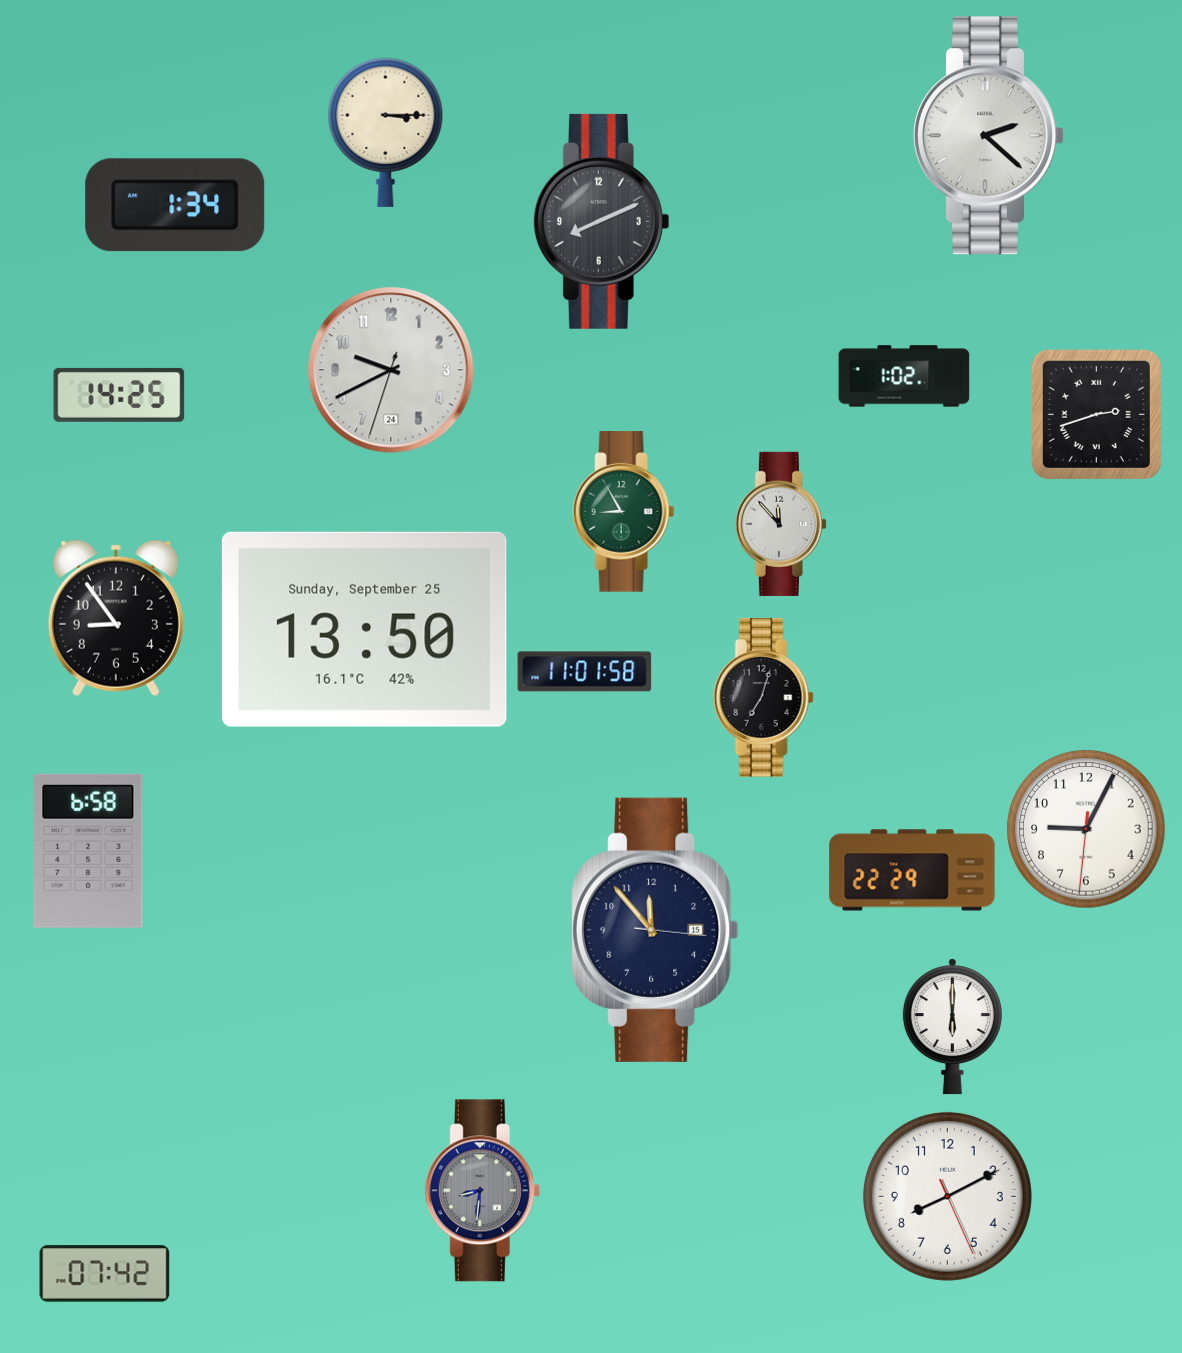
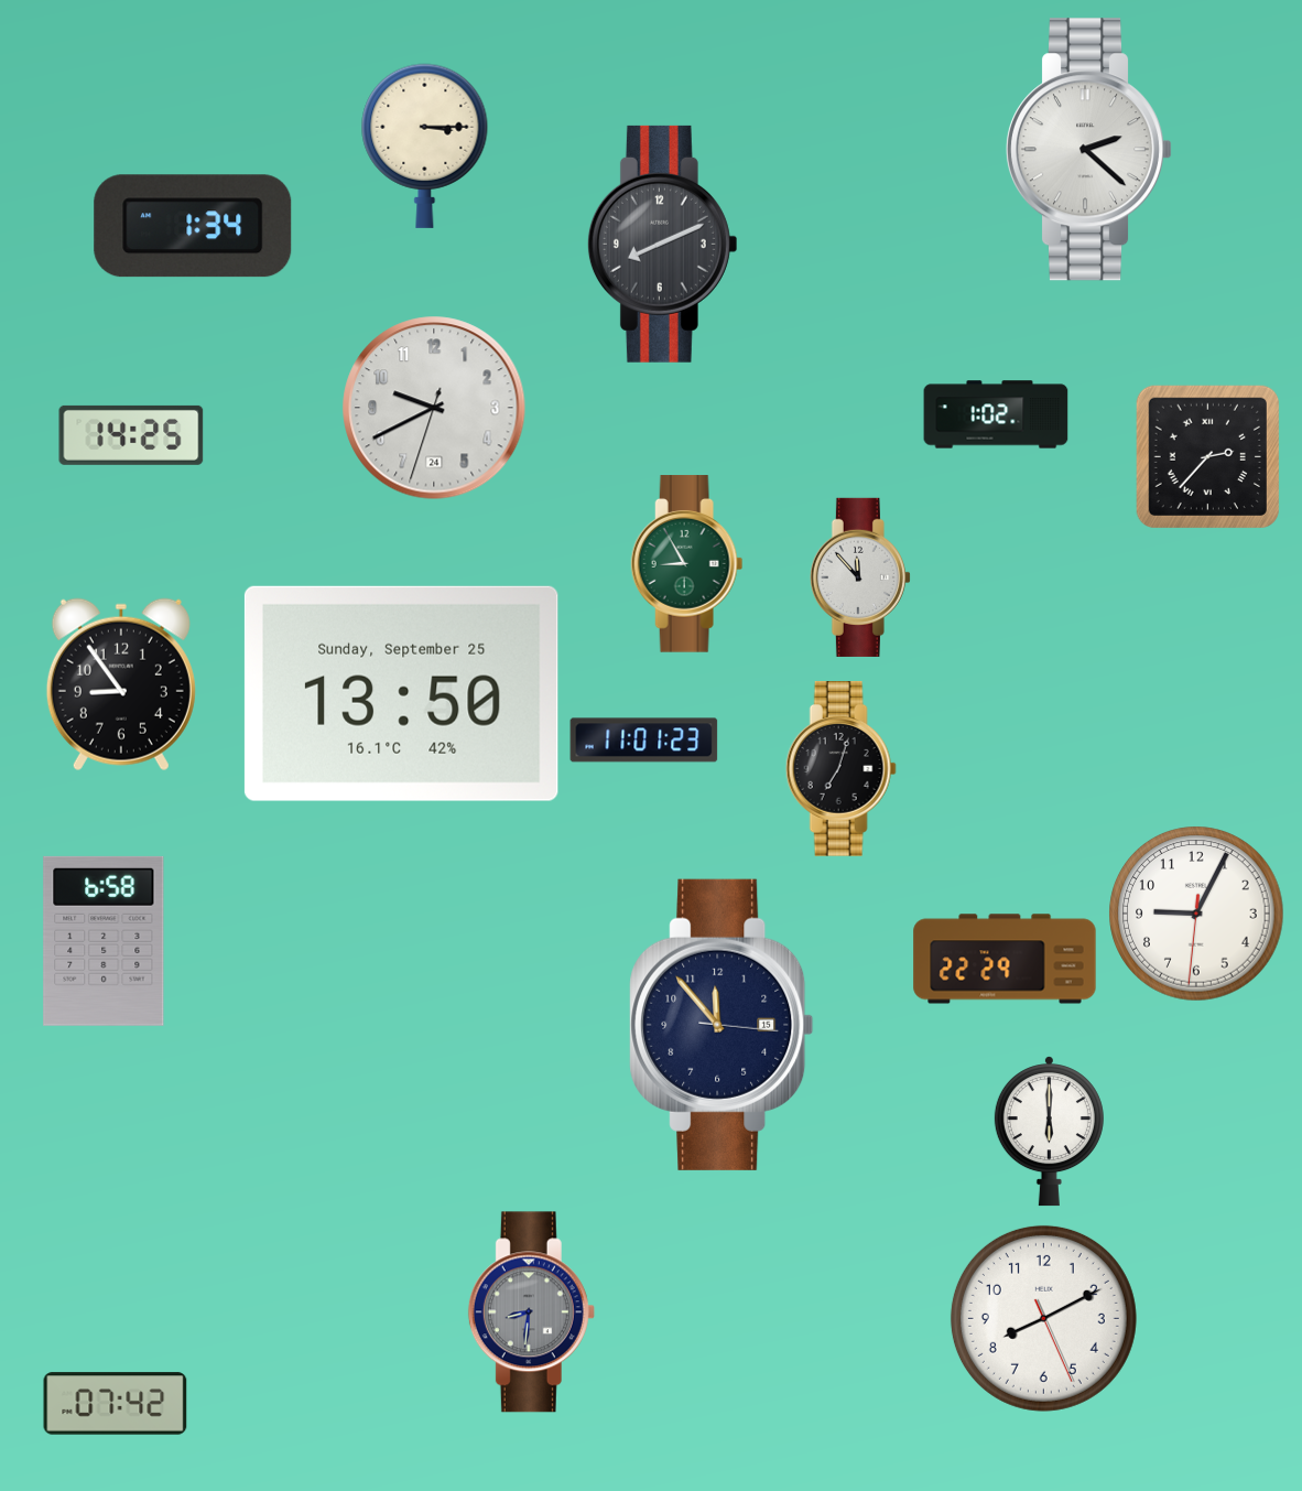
clock at (391, 370) position: (391, 370) -> (434, 408)
clock at (1096, 414): 2:42 -> 2:37
clock at (116, 618) position: (116, 618) -> (121, 684)
clock at (585, 672): 11:01:58 -> 11:01:23
clock at (88, 851) position: (88, 851) -> (104, 941)
